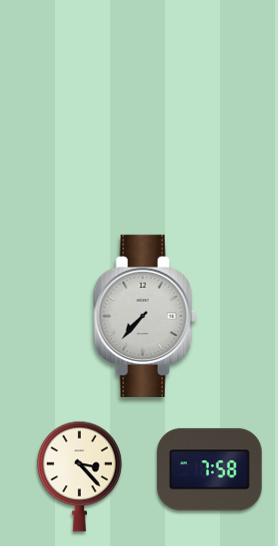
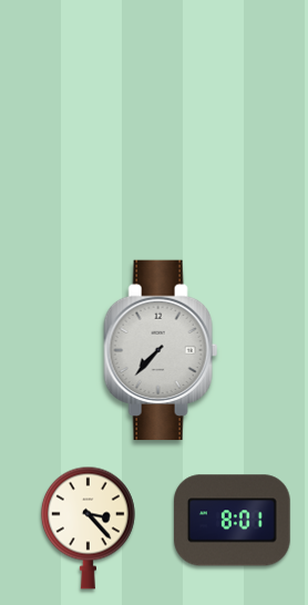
clock at (210, 470): 7:58 -> 8:01
